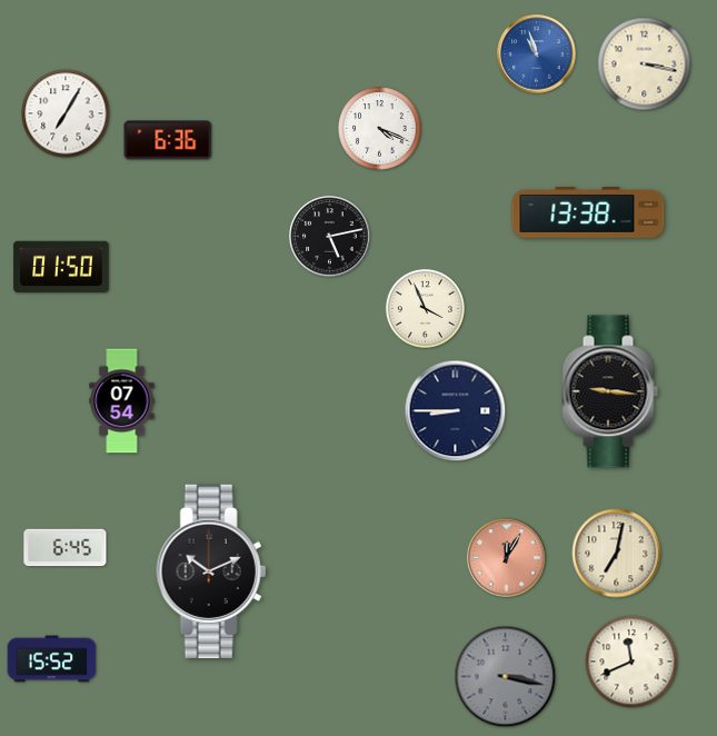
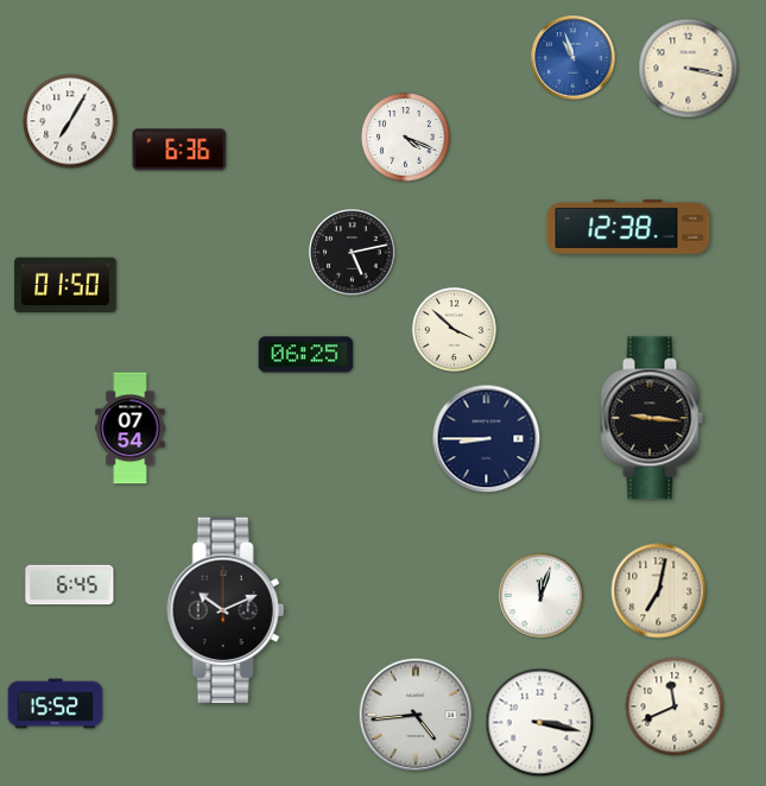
clock at (588, 212): 13:38 -> 12:38
clock at (425, 308): 3:56 -> 3:52
clock at (306, 355): none -> 06:25
clock at (507, 558): 12:05 -> 12:03
clock at (507, 558) dial: salmon -> white
clock at (416, 715): none -> 4:44
clock at (506, 677) dial: grey -> white
